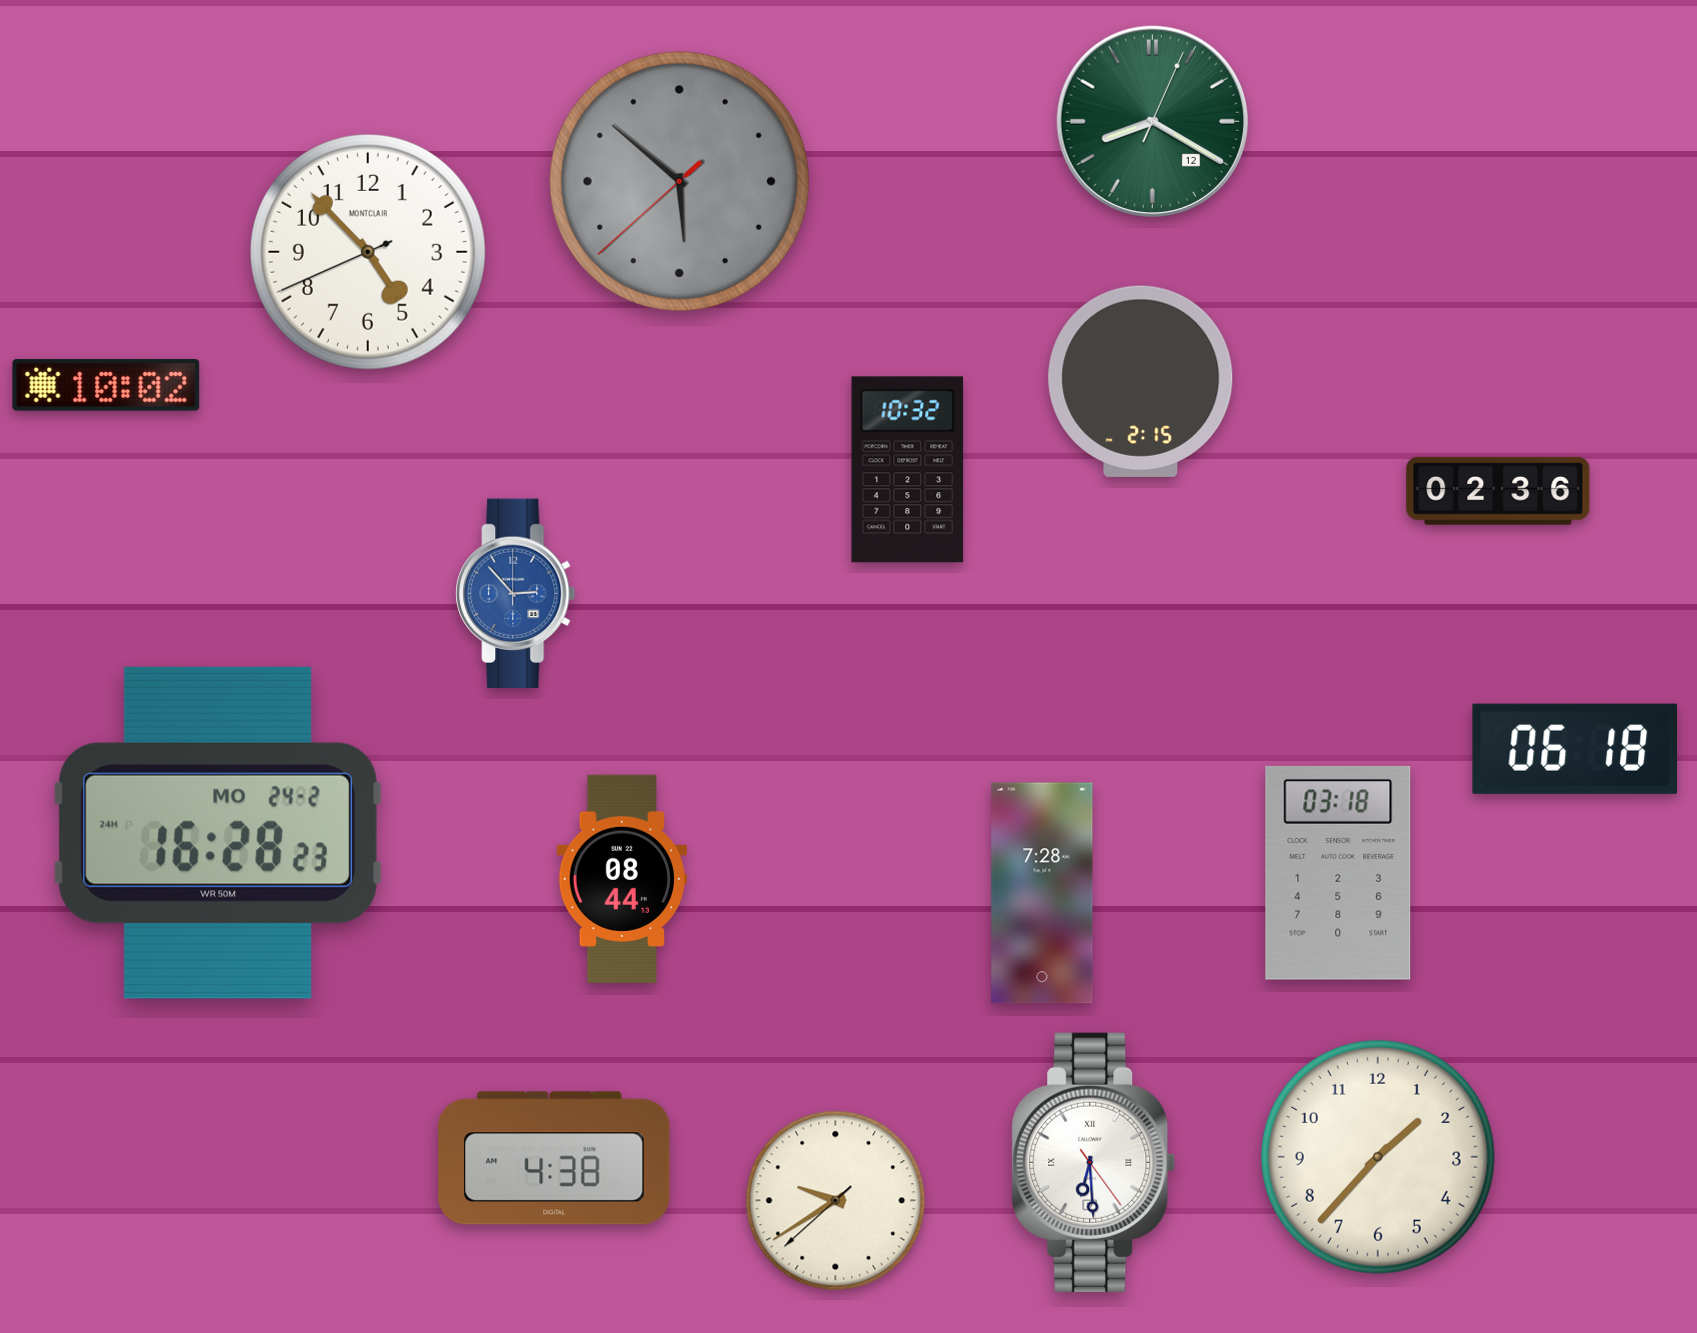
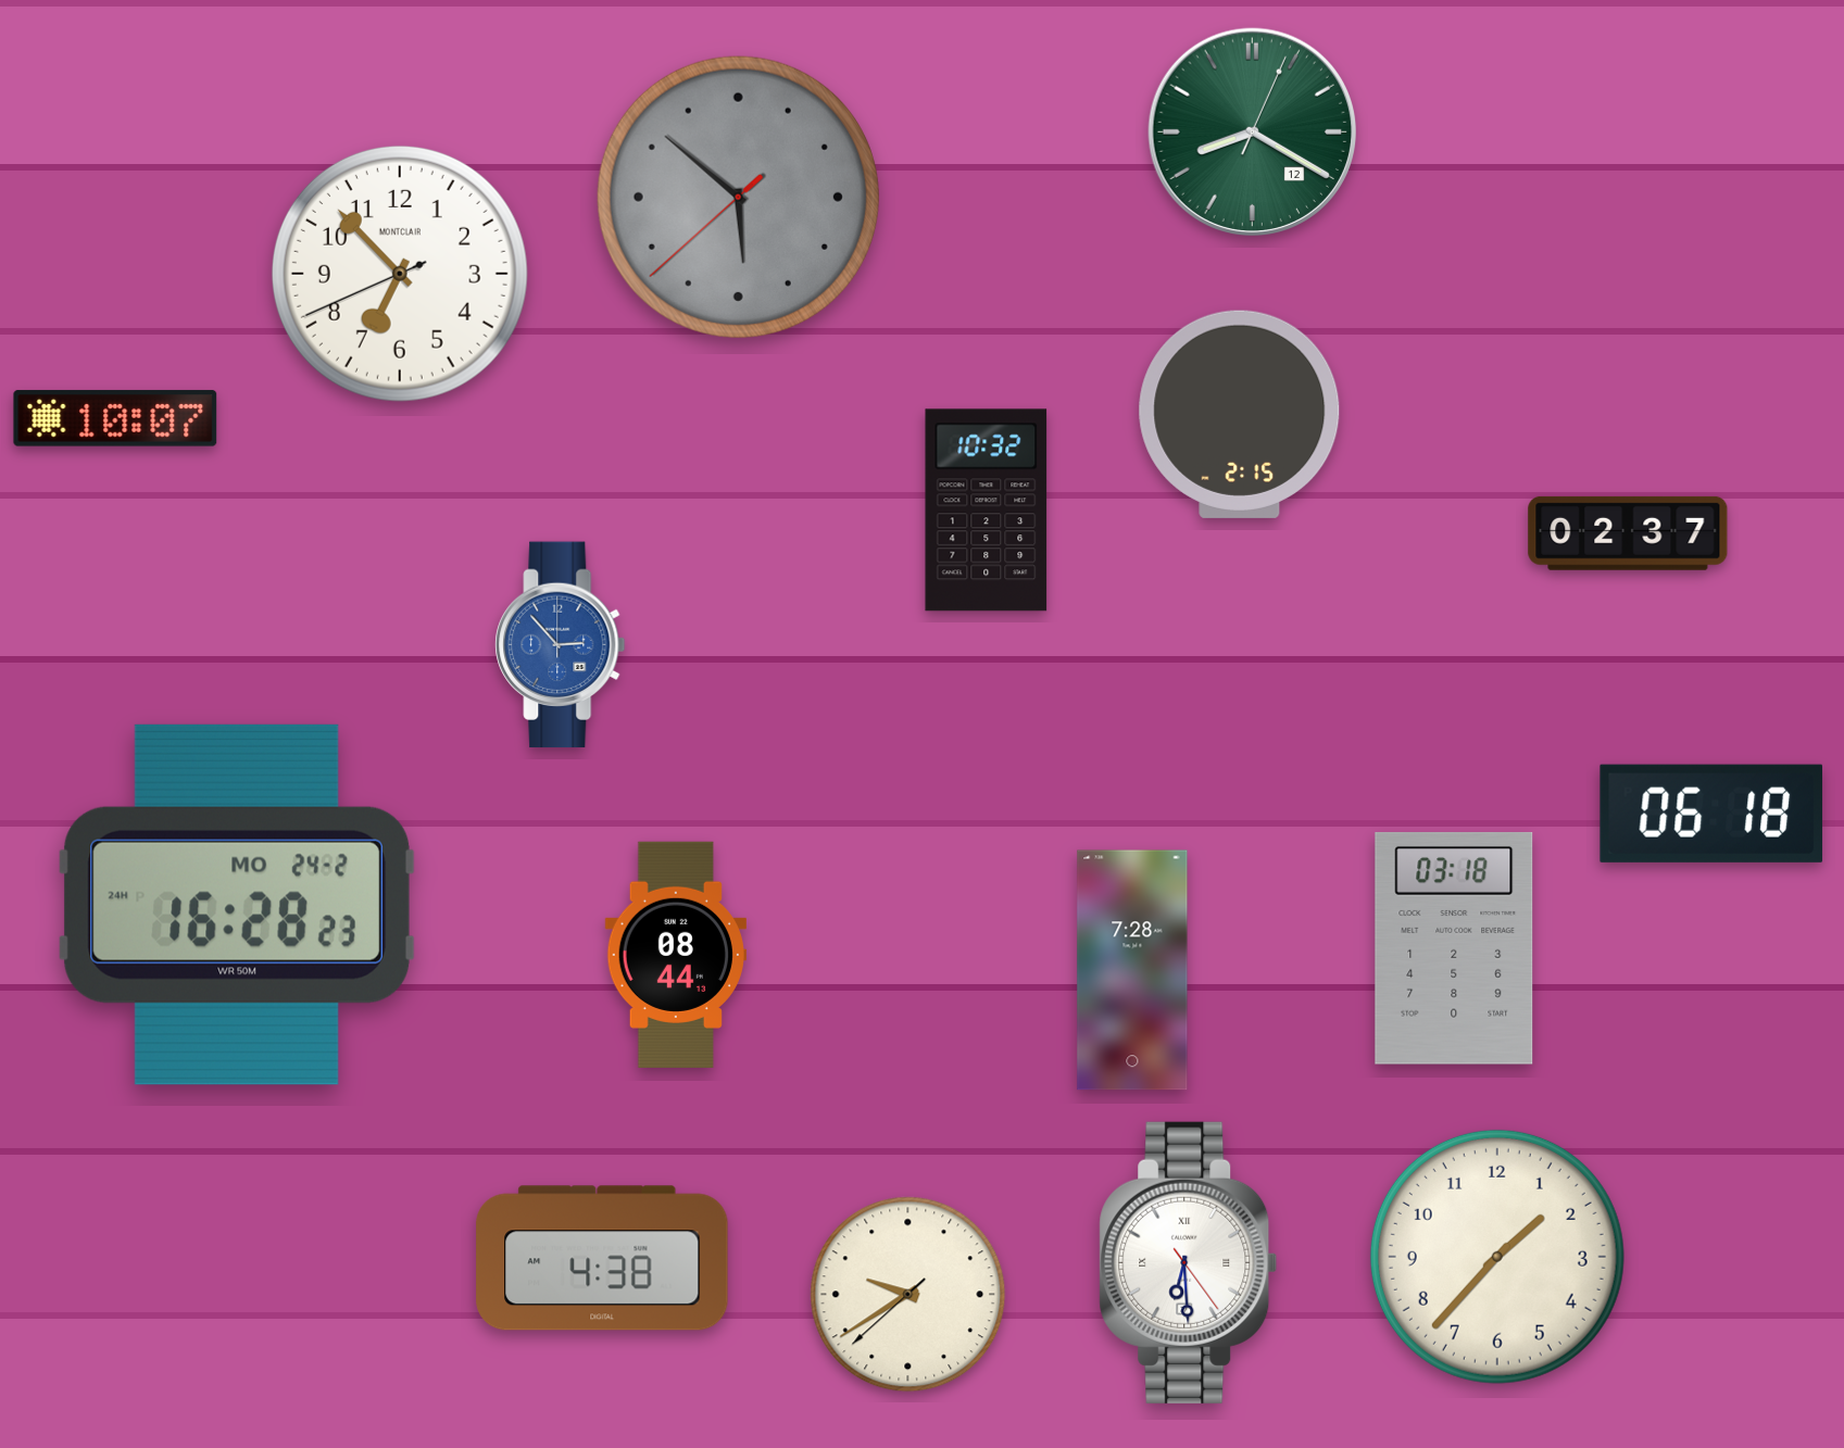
clock at (368, 252): 4:52 -> 6:52
clock at (106, 385): 10:02 -> 10:07
clock at (1498, 491): 02:36 -> 02:37
clock at (836, 1201) position: (836, 1201) -> (908, 1295)
